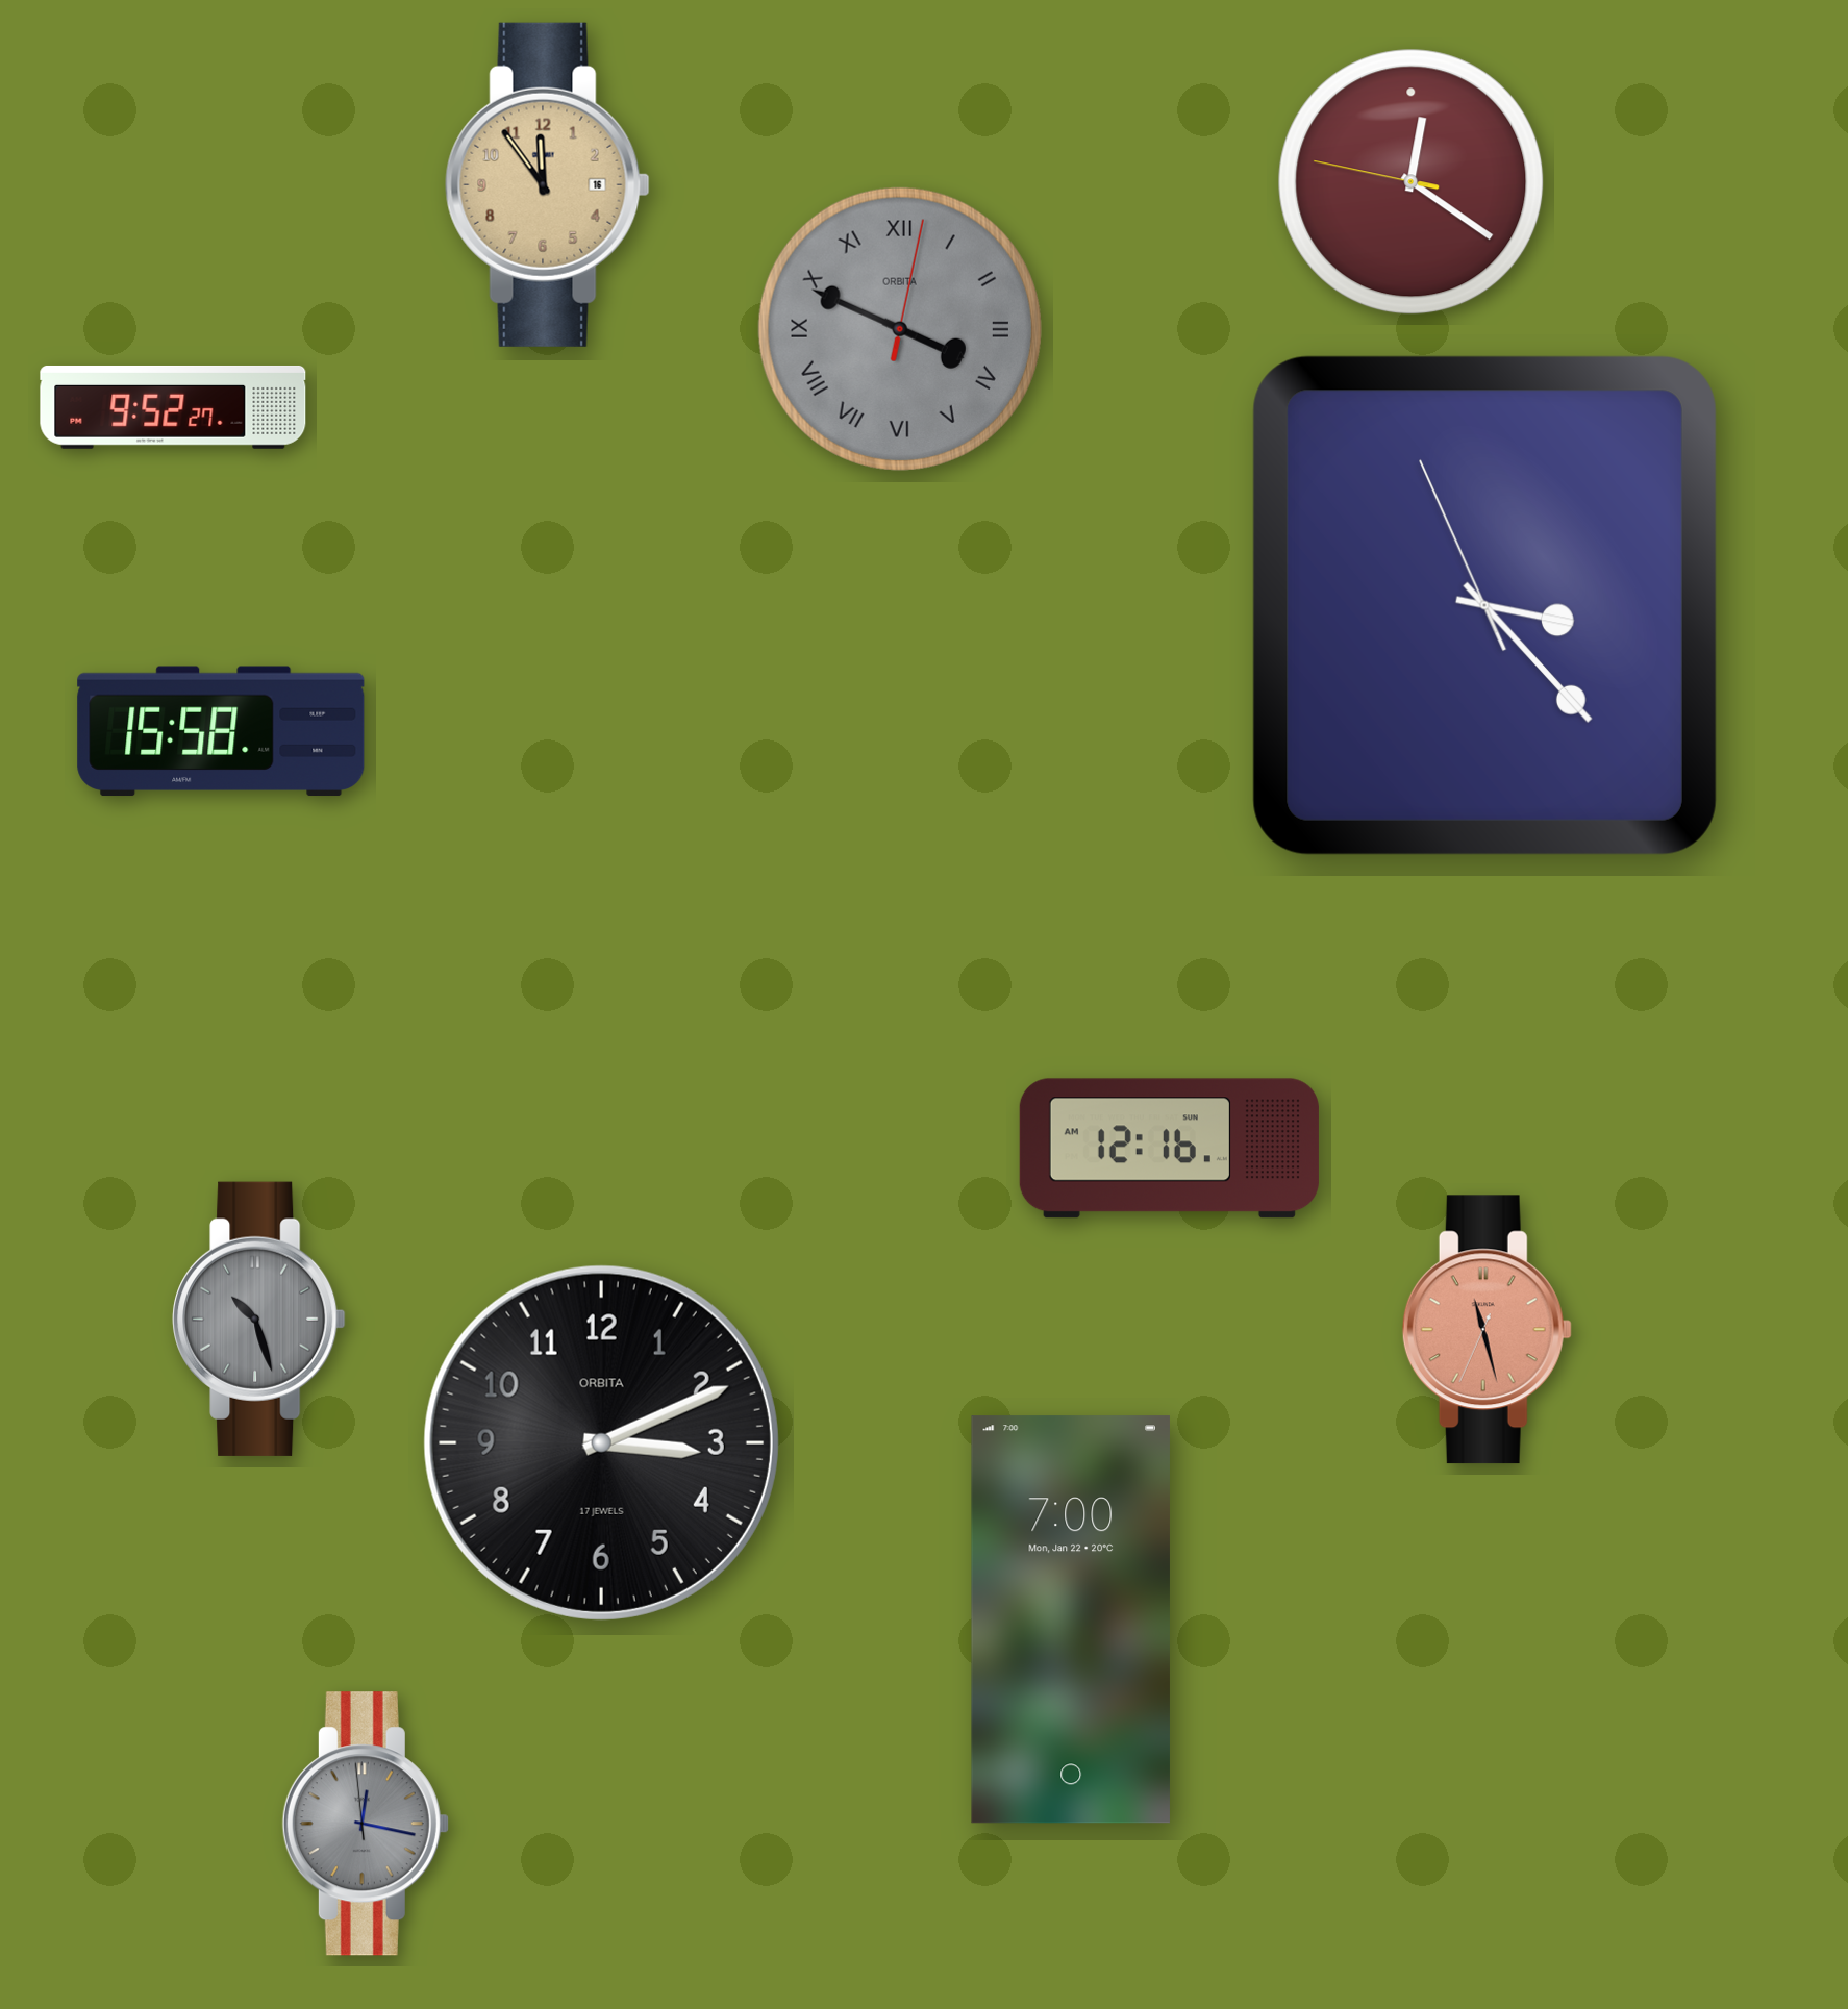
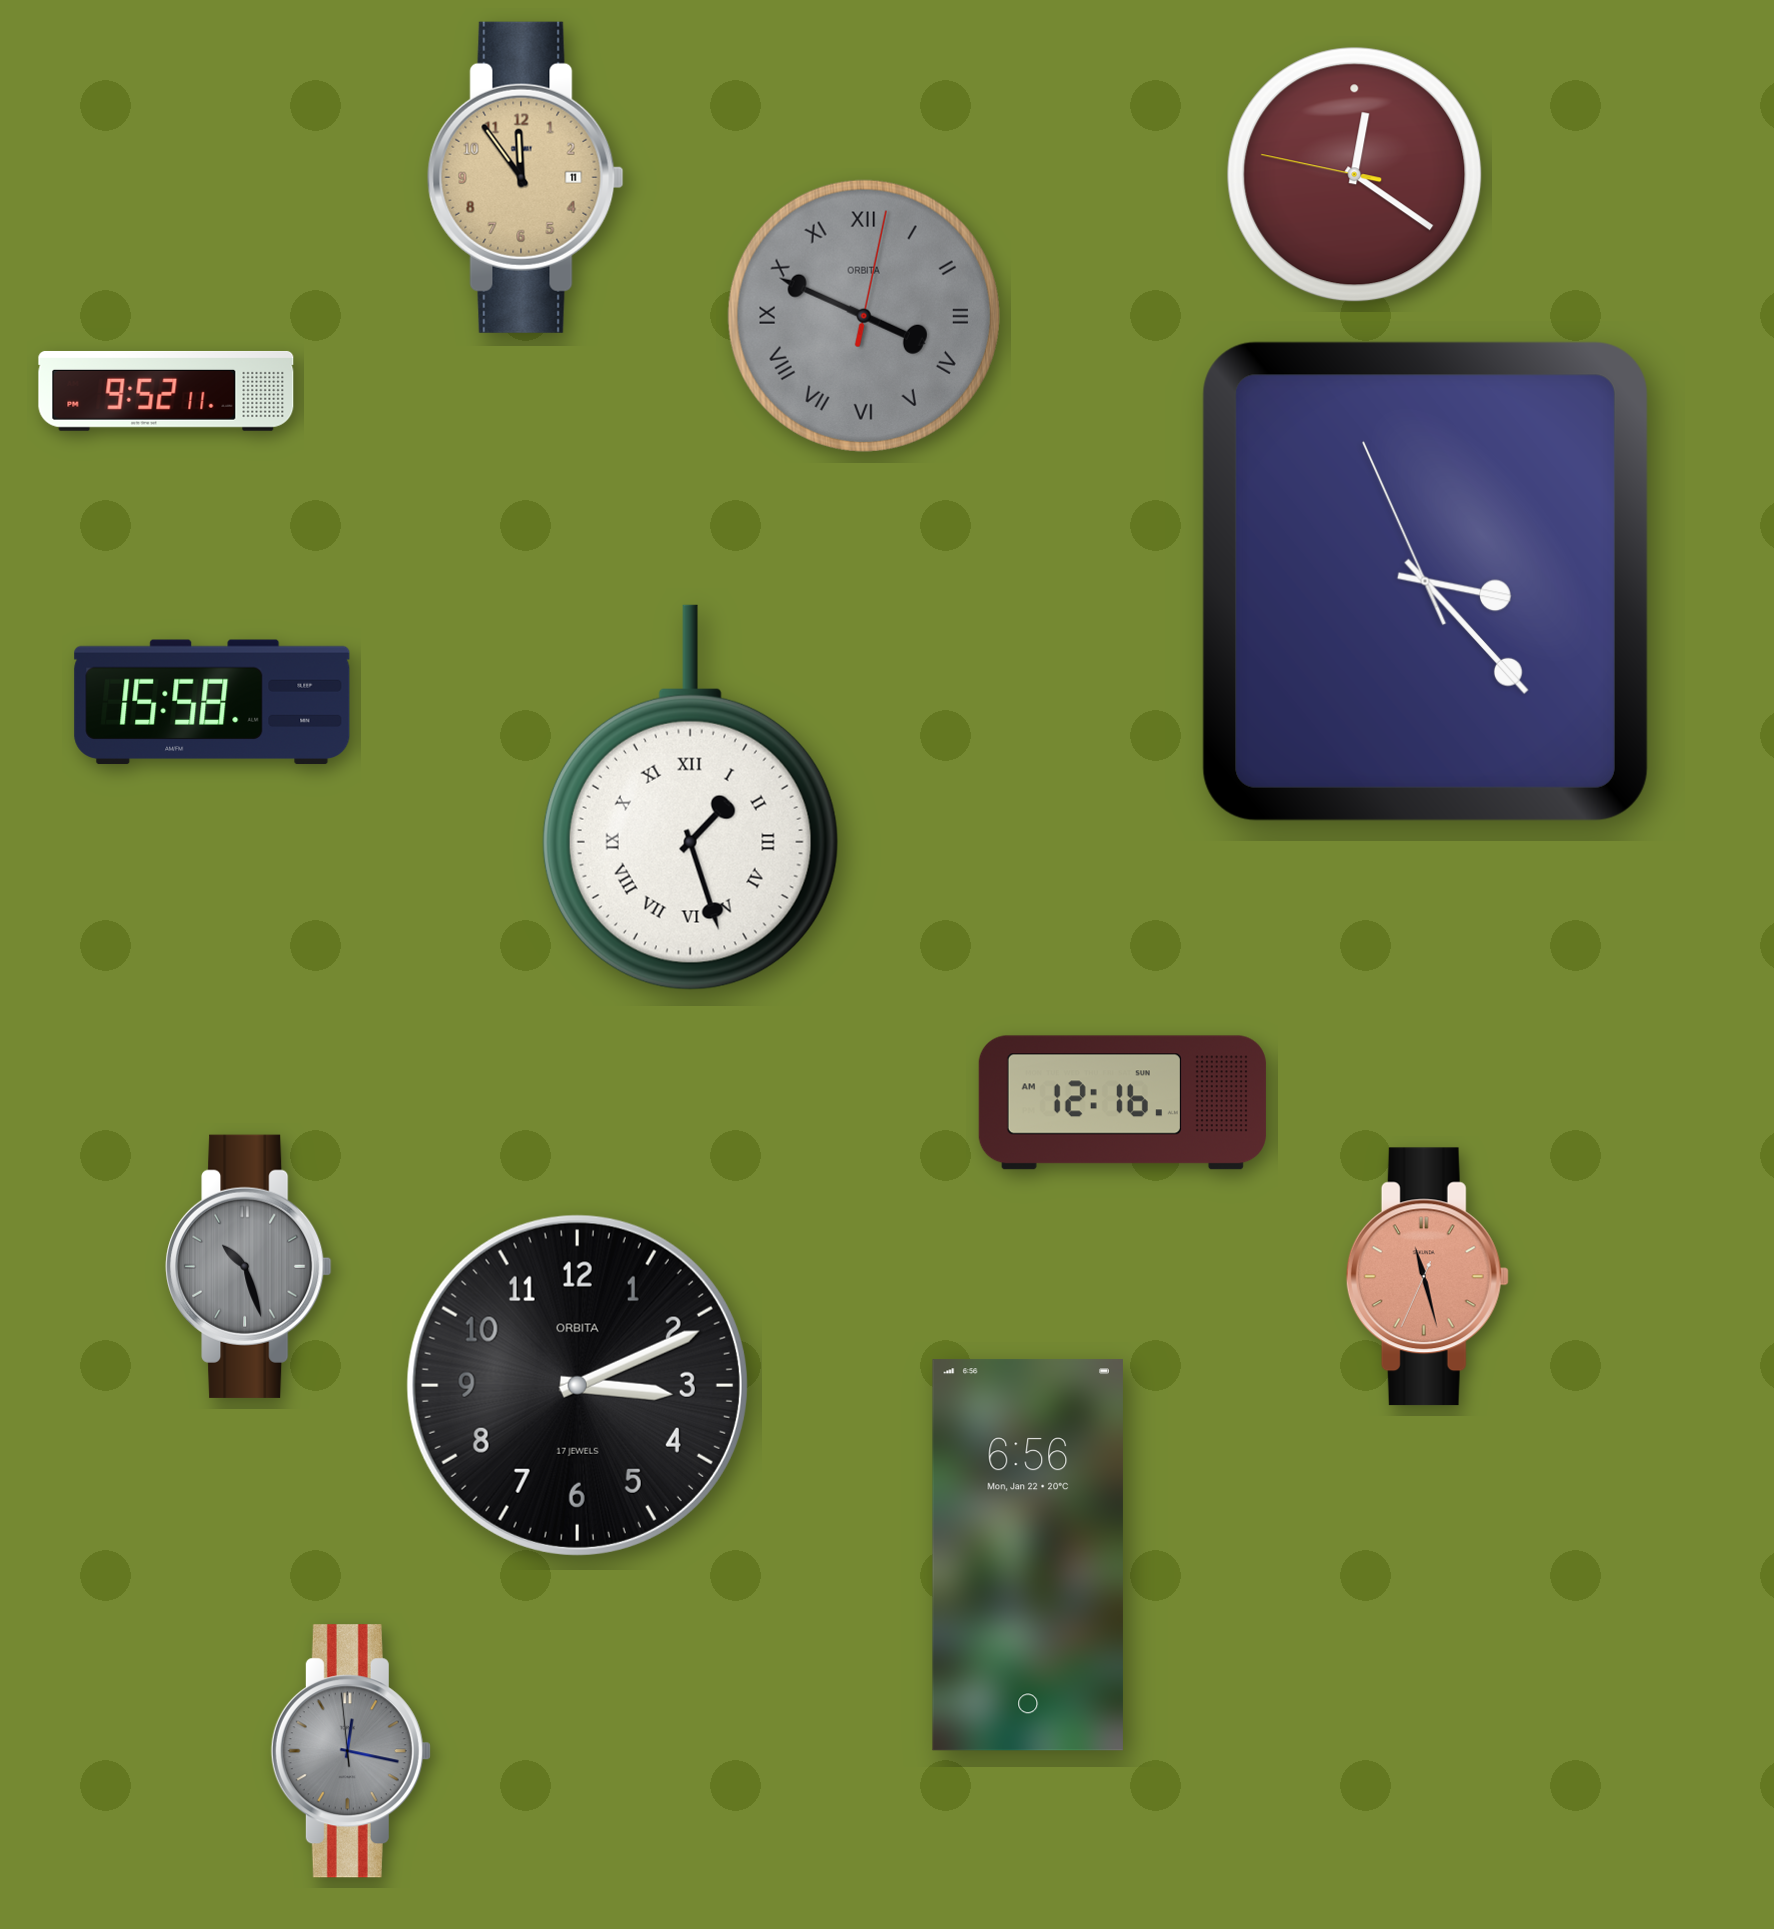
clock at (547, 184) date: 16 -> 11
clock at (173, 407): 9:52:27 -> 9:52:11
clock at (690, 798): none -> 1:27
clock at (1071, 1619): 7:00 -> 6:56
